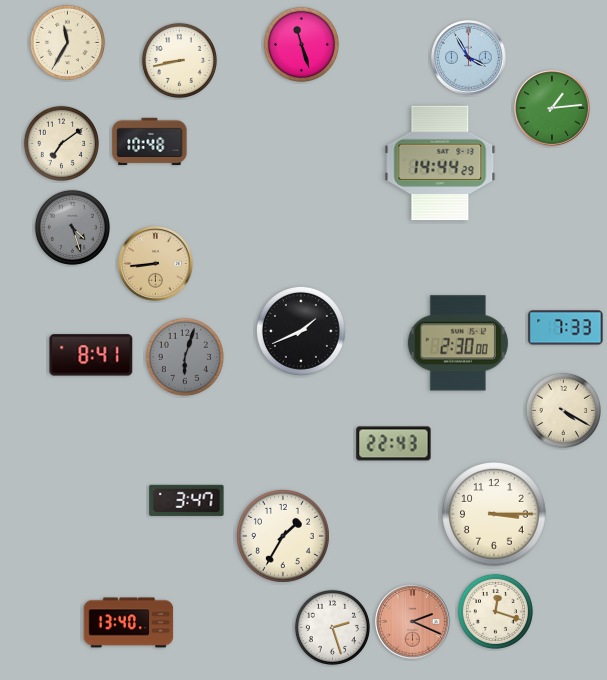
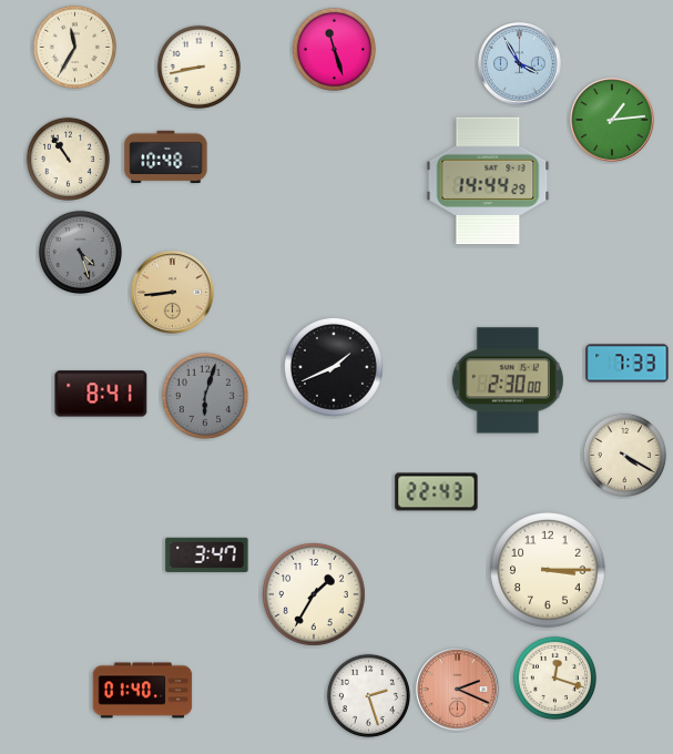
clock at (61, 143): 7:09 -> 10:54
clock at (495, 611) position: (495, 611) -> (554, 677)
clock at (129, 623): 13:40 -> 01:40
